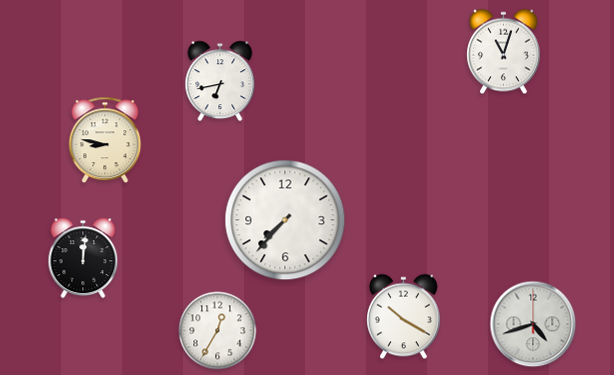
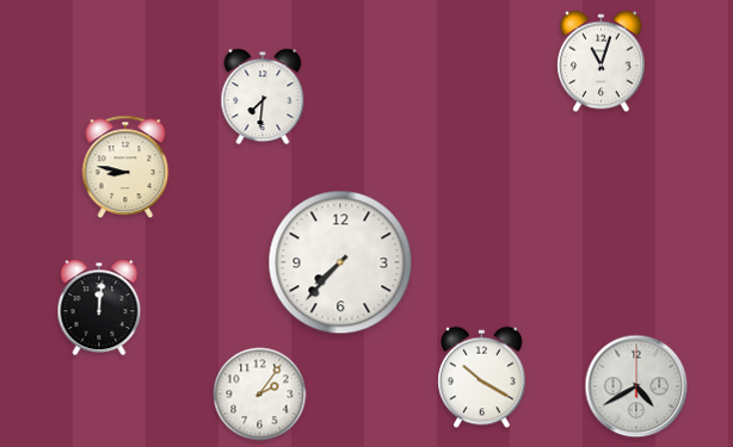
clock at (220, 81): 6:43 -> 7:31
clock at (533, 324): 4:42 -> 4:40
clock at (218, 331): 12:35 -> 2:06
